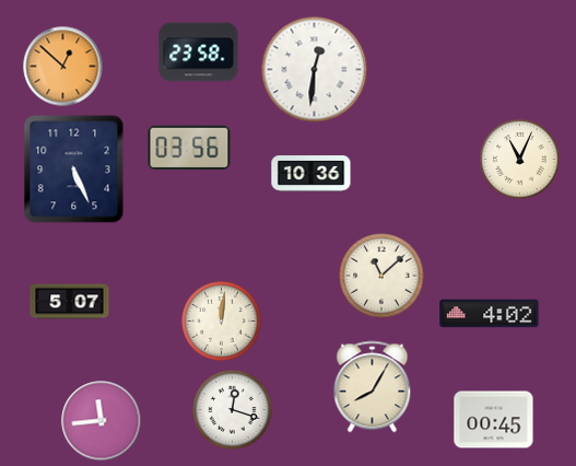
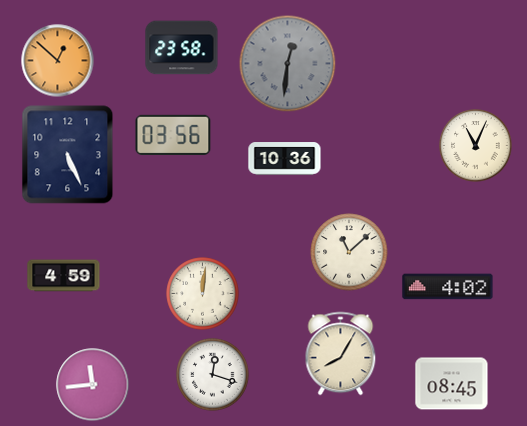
clock at (315, 70) dial: white -> grey
clock at (70, 302): 5:07 -> 4:59
clock at (494, 420): 00:45 -> 08:45
